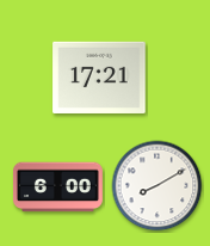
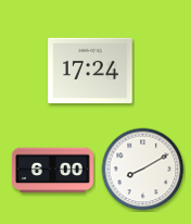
clock at (99, 76): 17:21 -> 17:24
